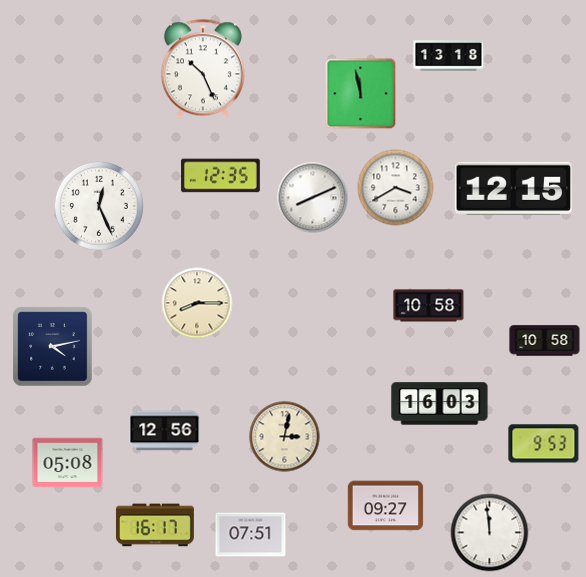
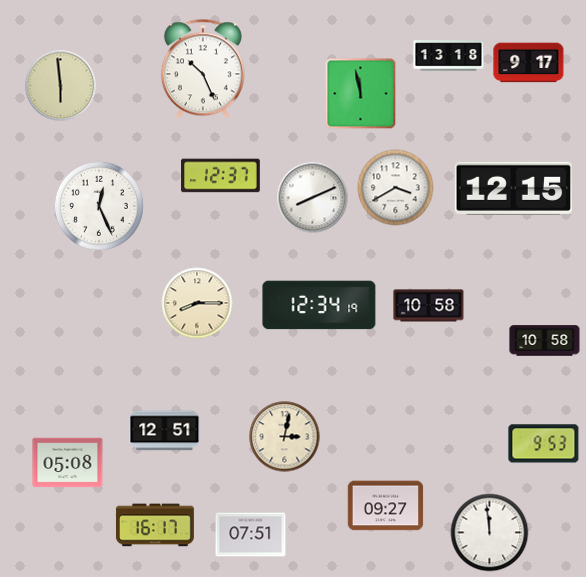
clock at (529, 63): none -> 9:17
clock at (61, 86): none -> 5:59
clock at (221, 176): 12:35 -> 12:37
clock at (319, 305): none -> 12:34
clock at (53, 347): 4:13 -> none
clock at (440, 404): 16:03 -> none
clock at (165, 431): 12:56 -> 12:51
